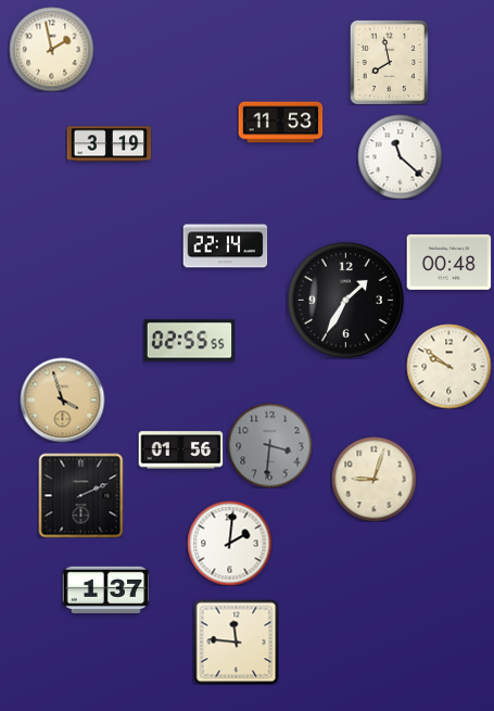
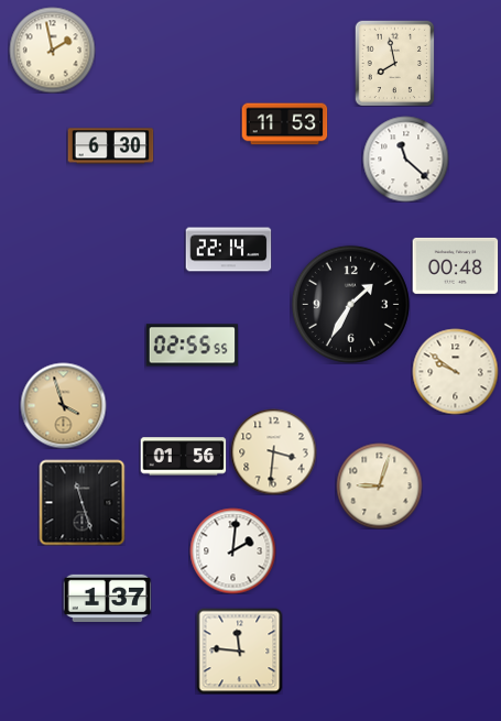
clock at (109, 144): 3:19 -> 6:30
clock at (269, 445) dial: grey -> cream
clock at (80, 495): 2:11 -> 11:27
